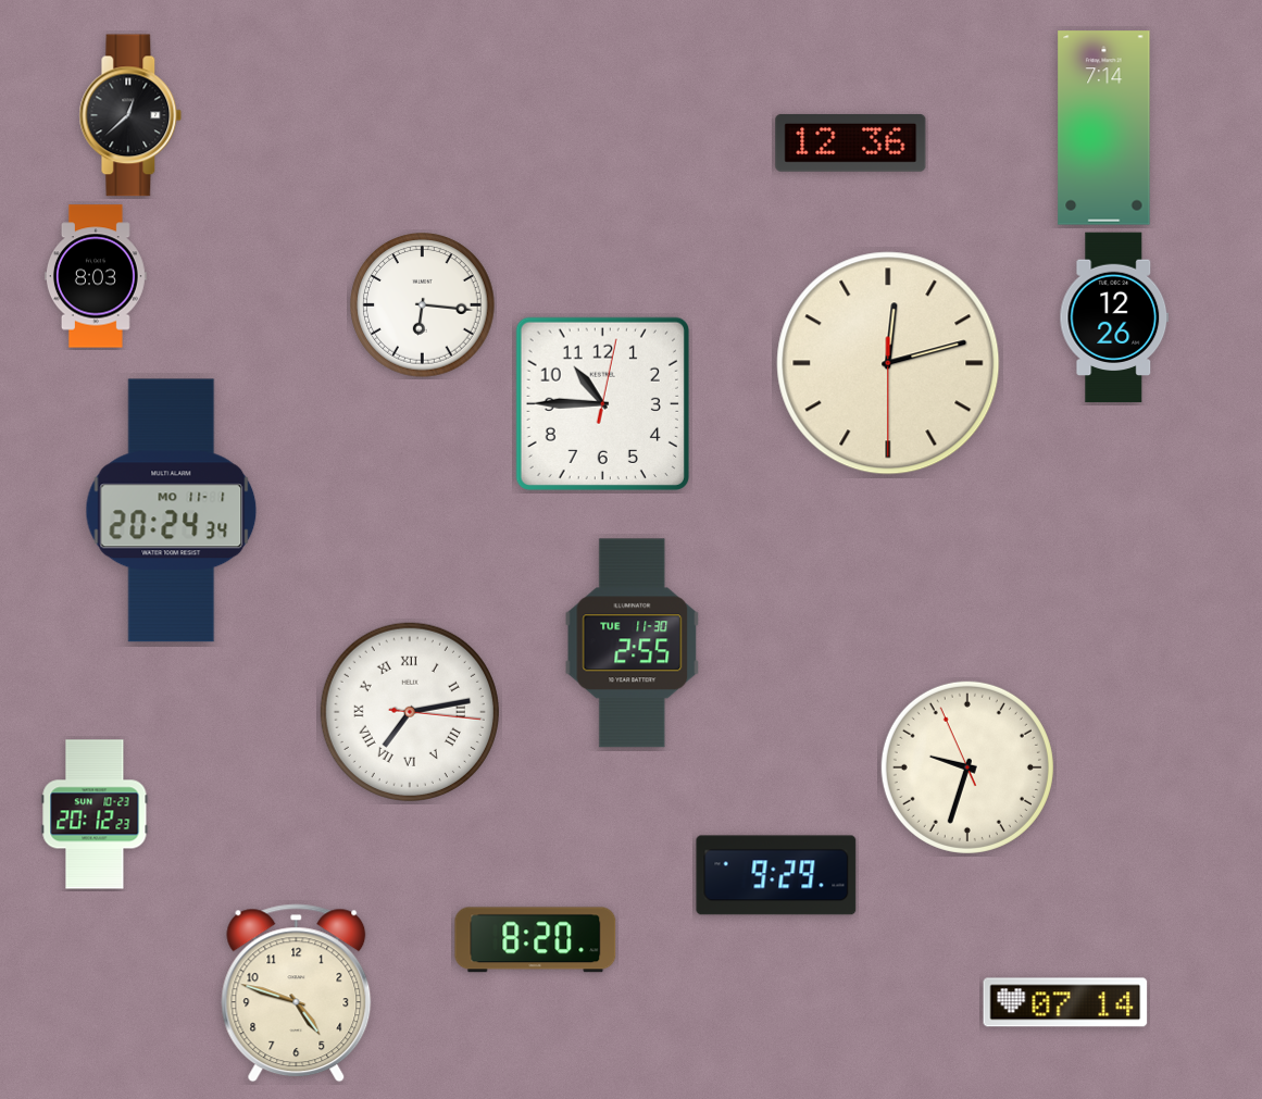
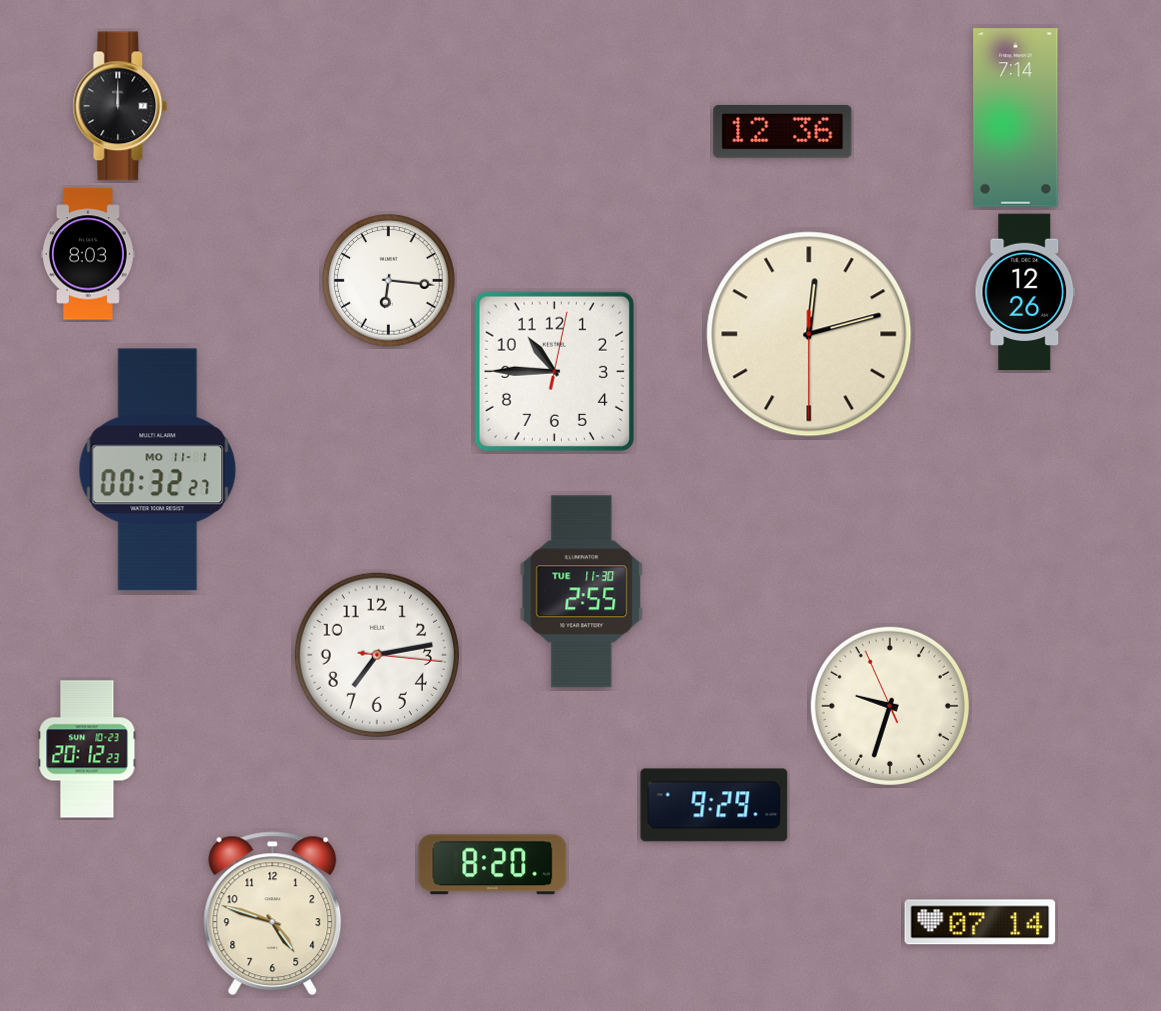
clock at (130, 115): 12:38 -> 12:00
clock at (888, 363) position: (888, 363) -> (809, 334)
clock at (172, 511): 20:24 -> 00:32
clock at (410, 712) numerals: Roman -> Arabic
